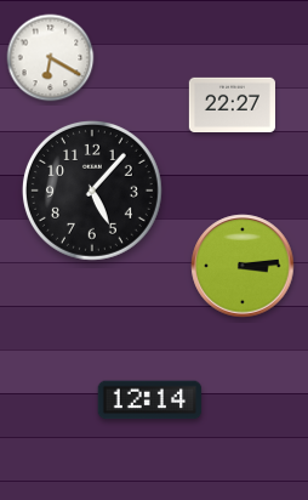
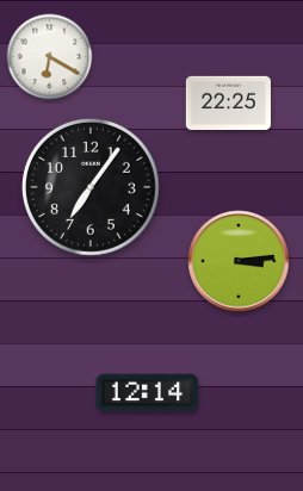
clock at (232, 104): 22:27 -> 22:25
clock at (92, 191): 5:07 -> 7:06
